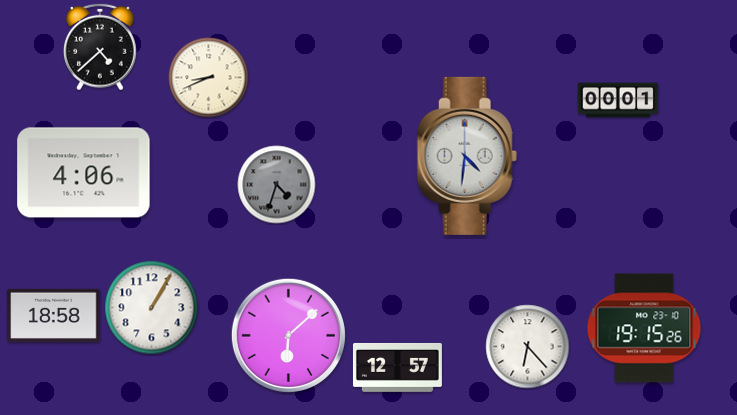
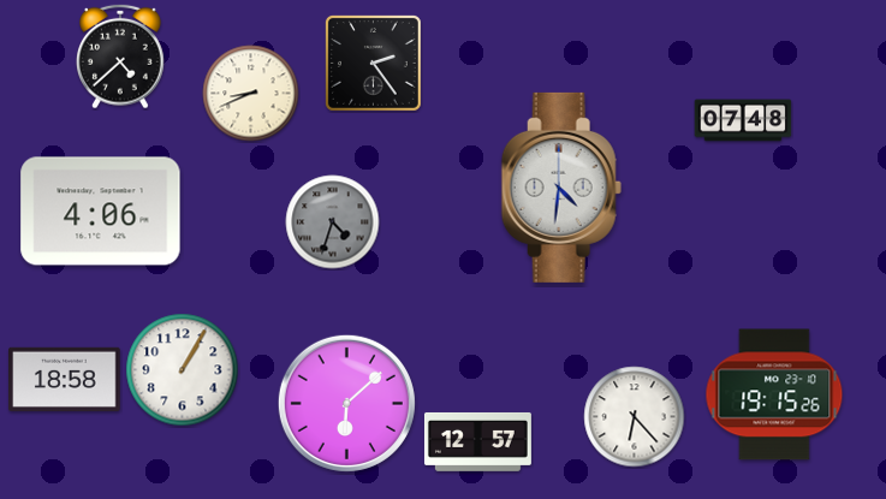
clock at (373, 63): none -> 2:24
clock at (618, 100): 00:01 -> 07:48
clock at (84, 173) position: (84, 173) -> (101, 212)
